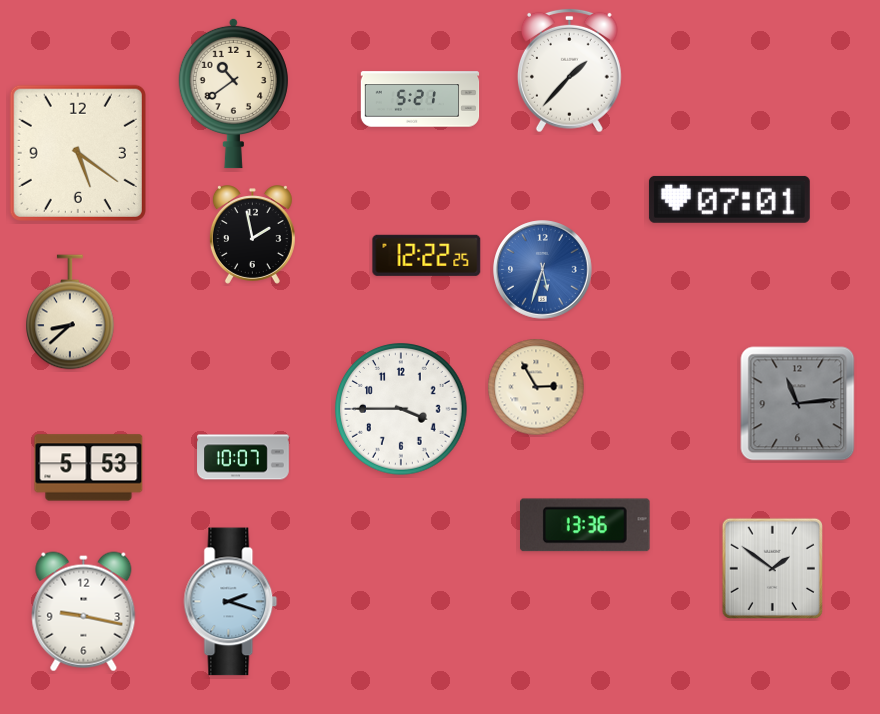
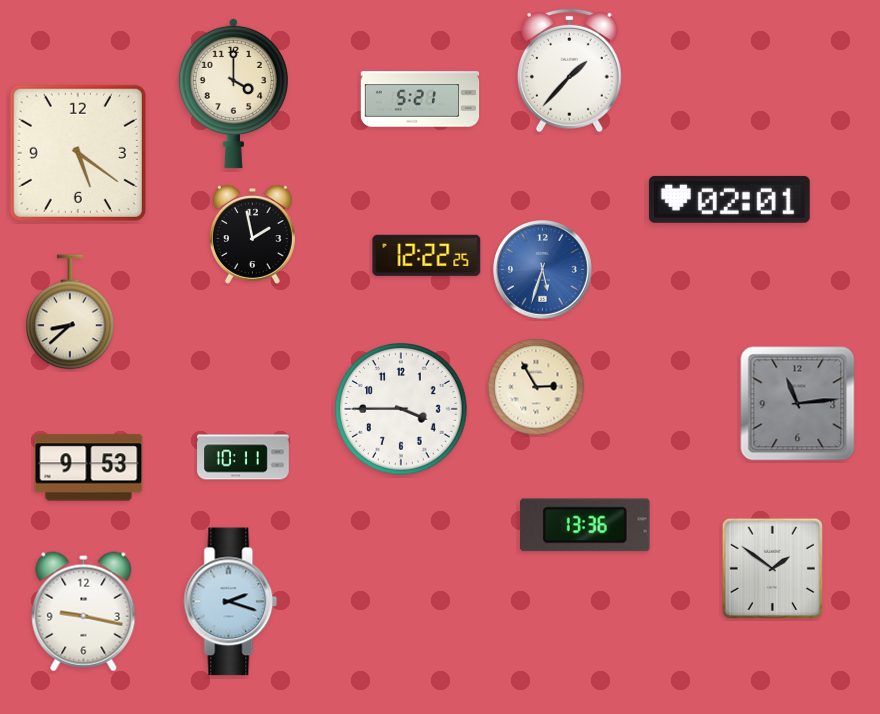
clock at (233, 93): 10:39 -> 4:00
clock at (729, 199): 07:01 -> 02:01
clock at (243, 457): 10:07 -> 10:11
clock at (89, 468): 5:53 -> 9:53
